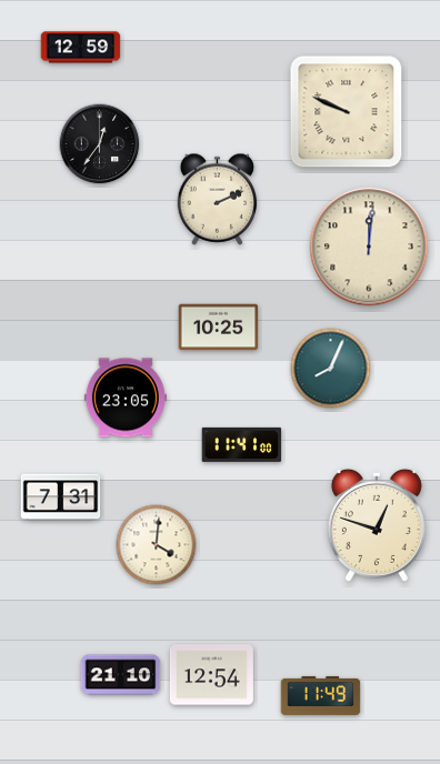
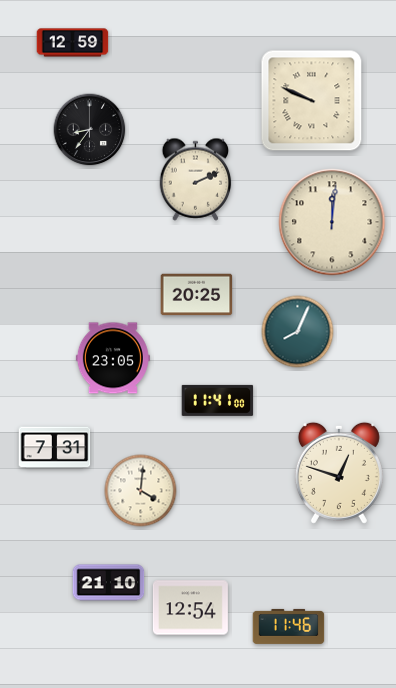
clock at (100, 144): 12:36 -> 8:36
clock at (219, 328): 10:25 -> 20:25
clock at (121, 675) position: (121, 675) -> (109, 583)
clock at (321, 695): 11:49 -> 11:46
